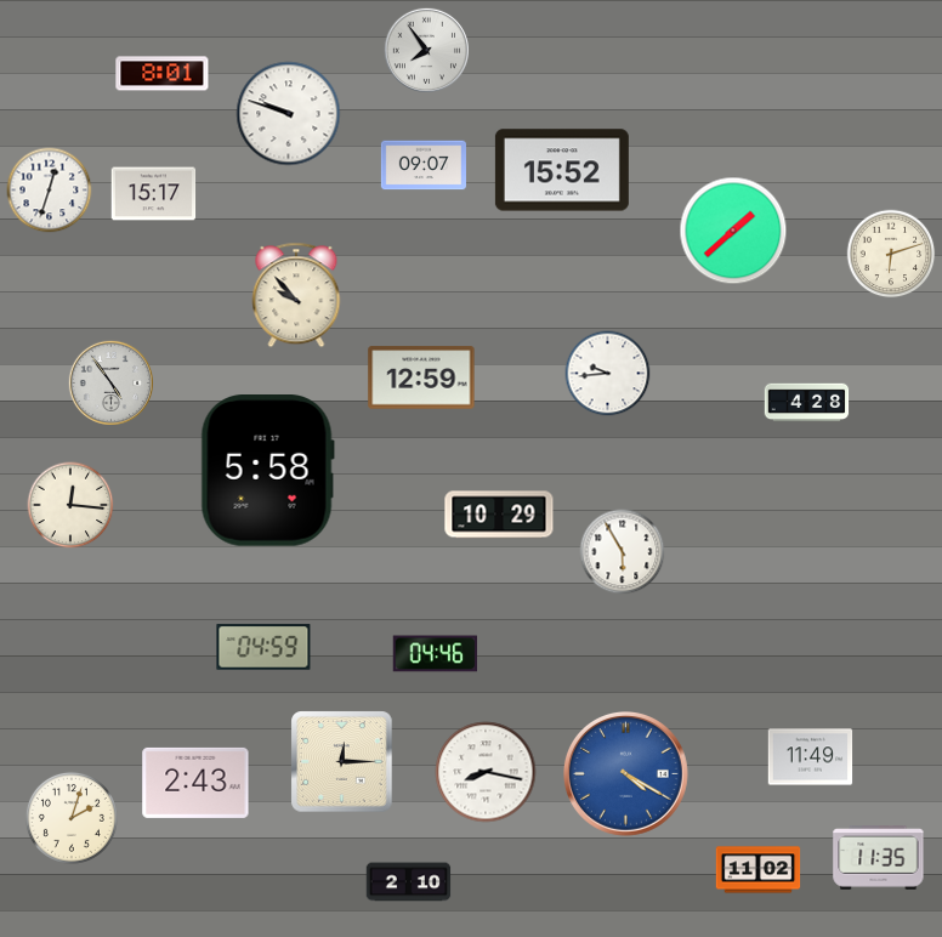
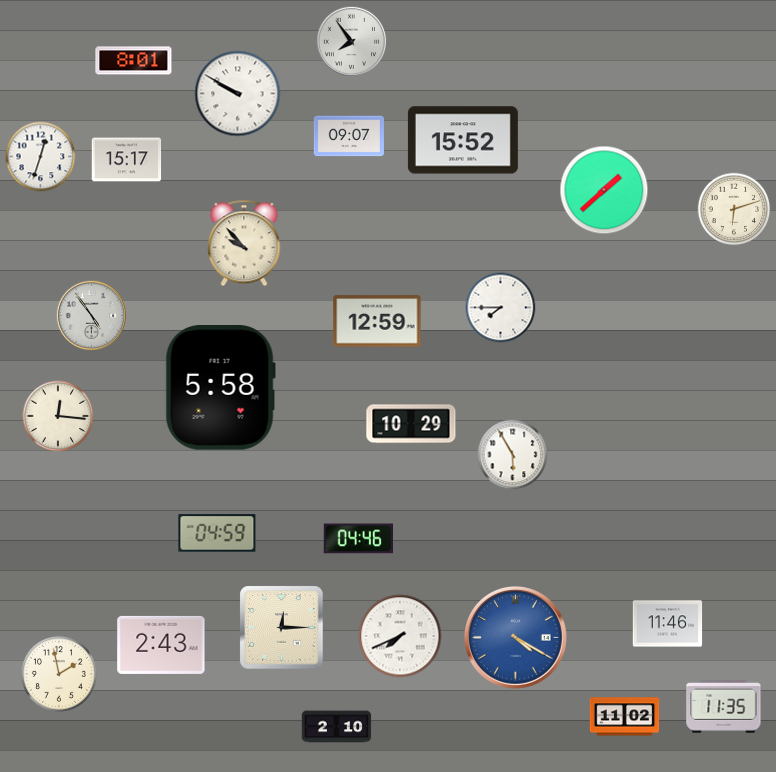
clock at (289, 114): 9:48 -> 9:50
clock at (608, 374): 9:44 -> 7:45
clock at (421, 377) position: (421, 377) -> (377, 321)
clock at (807, 403): 4:28 -> none
clock at (811, 757): 11:49 -> 11:46
clock at (486, 772): 8:17 -> 7:41
clock at (72, 818): 2:03 -> 1:58
